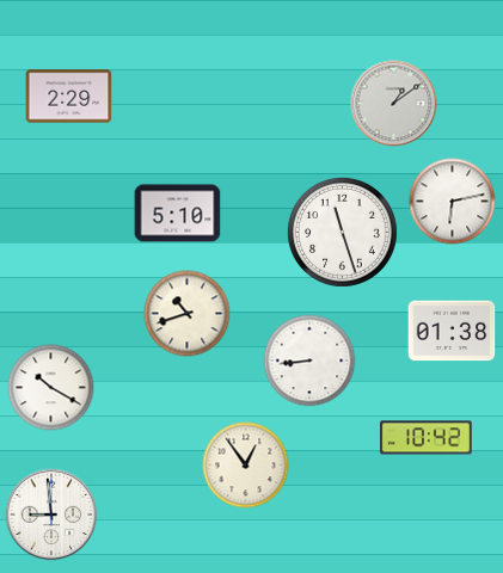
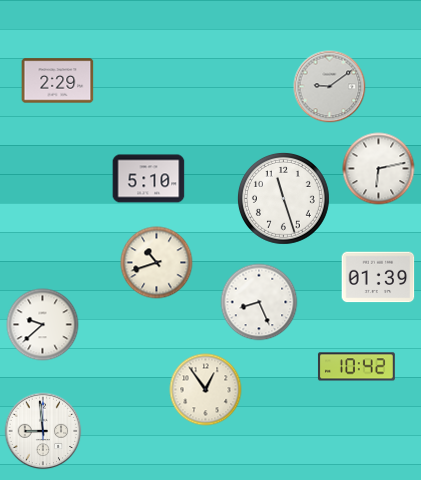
clock at (394, 104): 1:09 -> 9:09
clock at (342, 232) position: (342, 232) -> (283, 198)
clock at (452, 331): 01:38 -> 01:39
clock at (309, 361): 8:44 -> 8:26
clock at (51, 388): 10:20 -> 9:38
